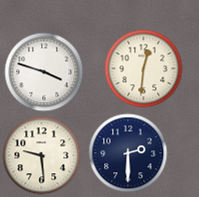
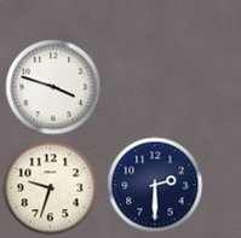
clock at (143, 68): 12:31 -> none
clock at (41, 155): 9:29 -> 9:33
